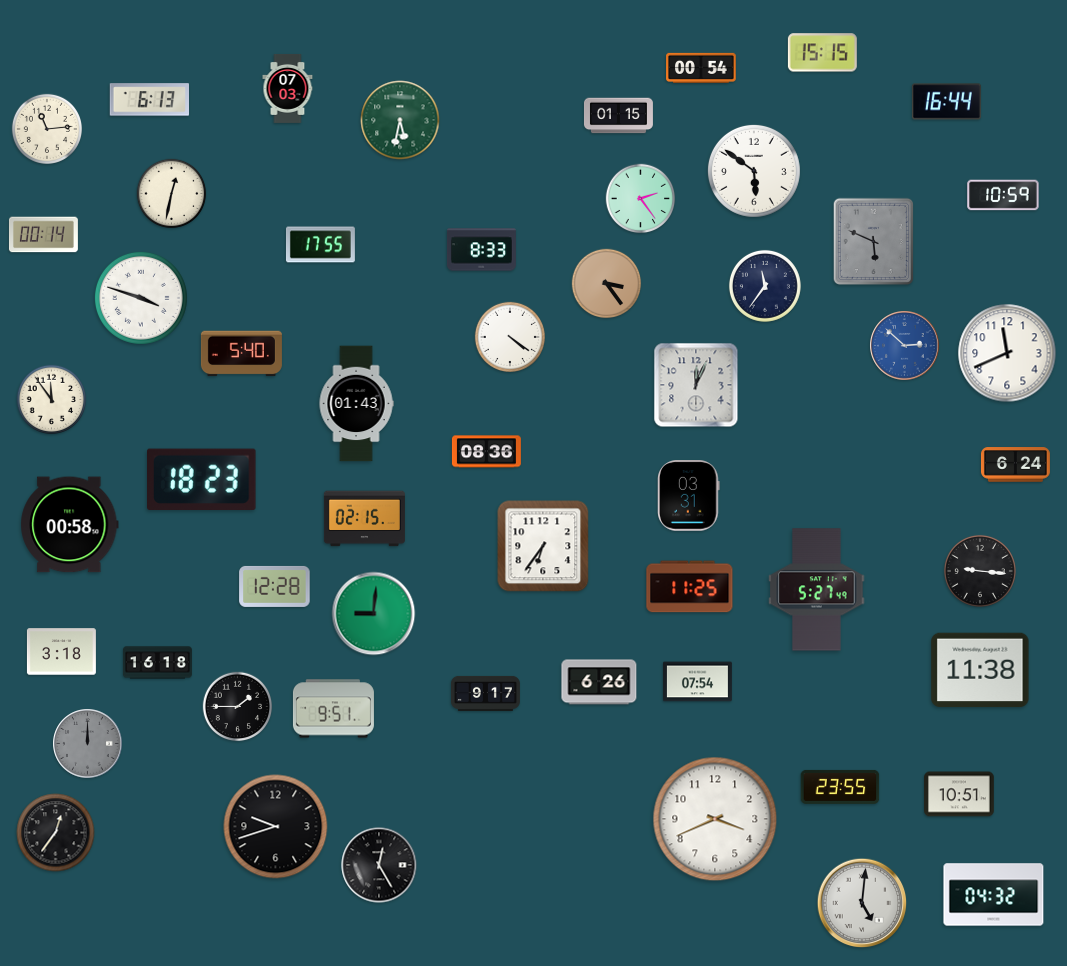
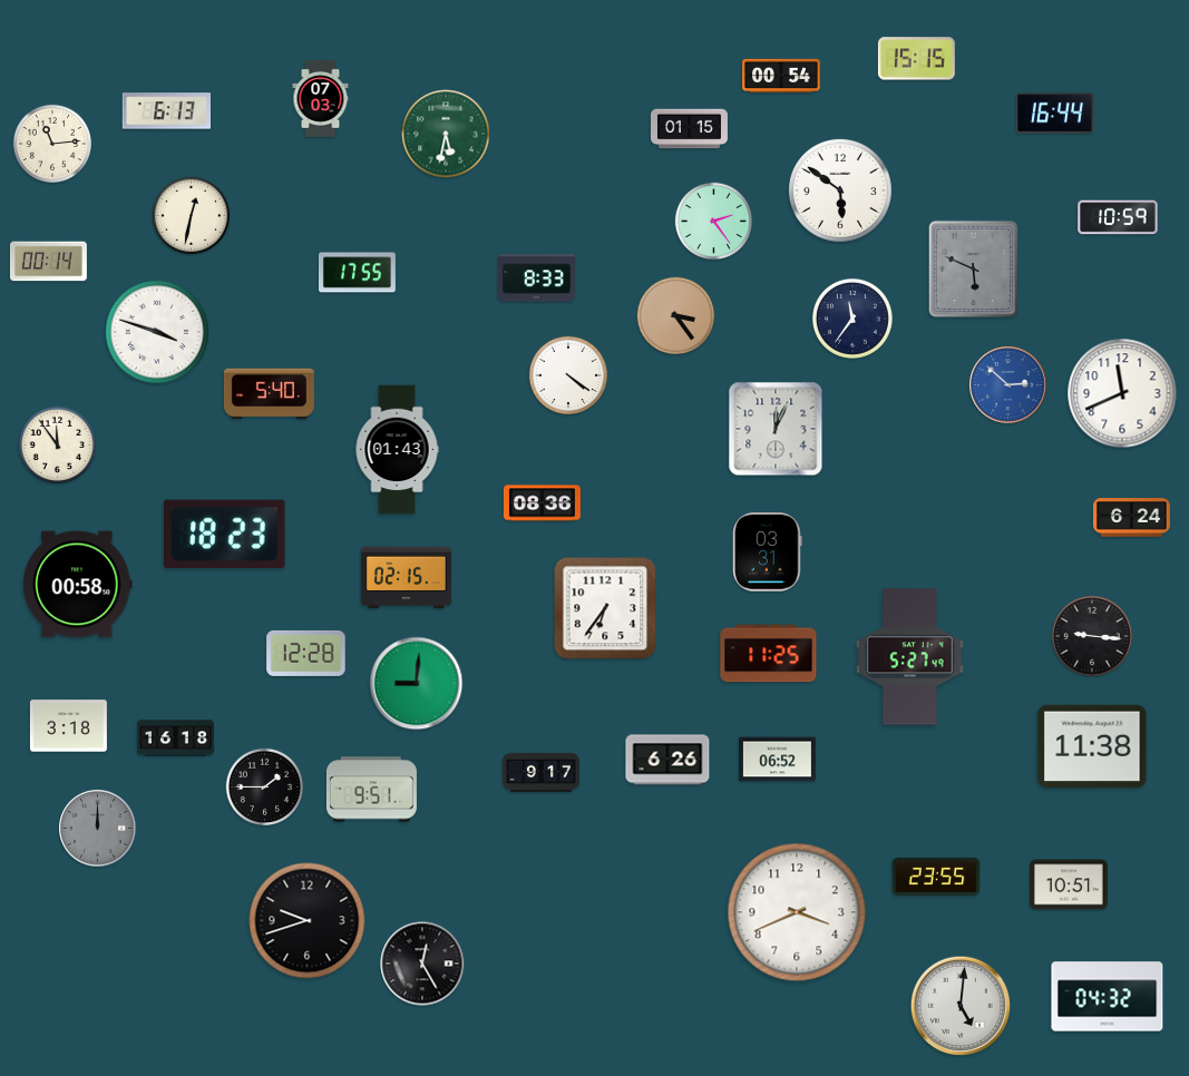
clock at (697, 682): 07:54 -> 06:52
clock at (56, 833): 12:36 -> none
